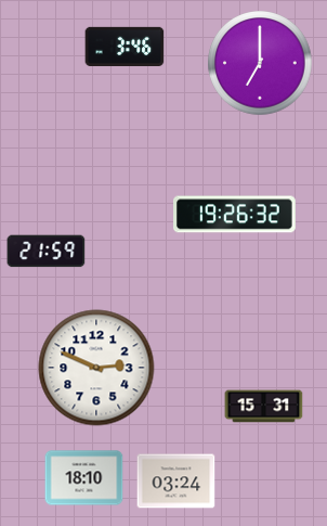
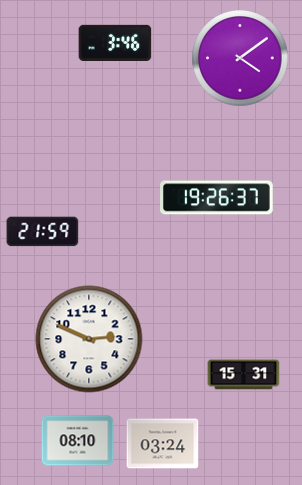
clock at (260, 63): 7:00 -> 4:09
clock at (235, 215): 19:26:32 -> 19:26:37
clock at (84, 478): 18:10 -> 08:10
